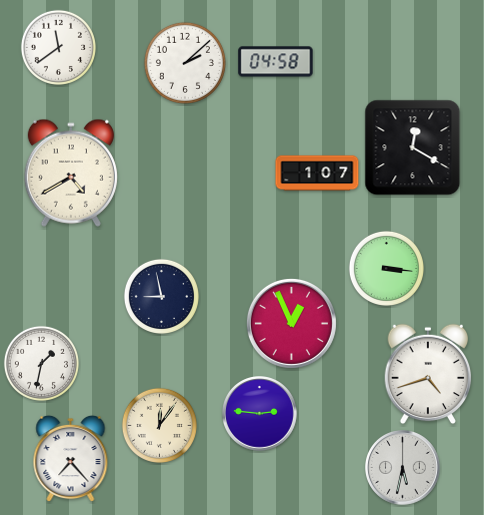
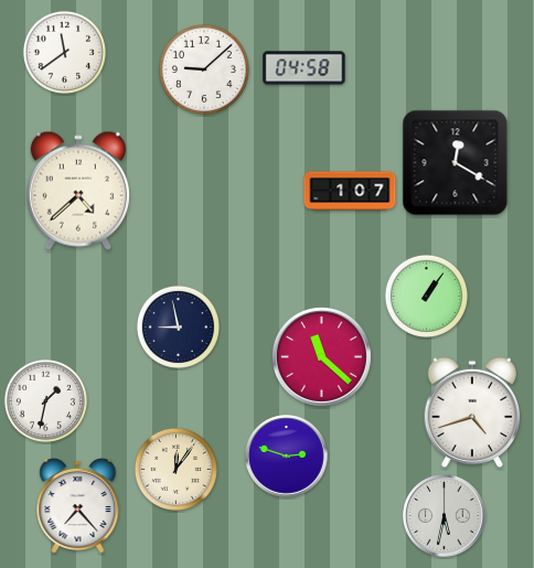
clock at (185, 63): 2:08 -> 9:08
clock at (71, 173): 4:40 -> 4:38
clock at (386, 268): 3:16 -> 1:06
clock at (291, 323): 12:56 -> 11:22
clock at (260, 414): 2:46 -> 2:48
